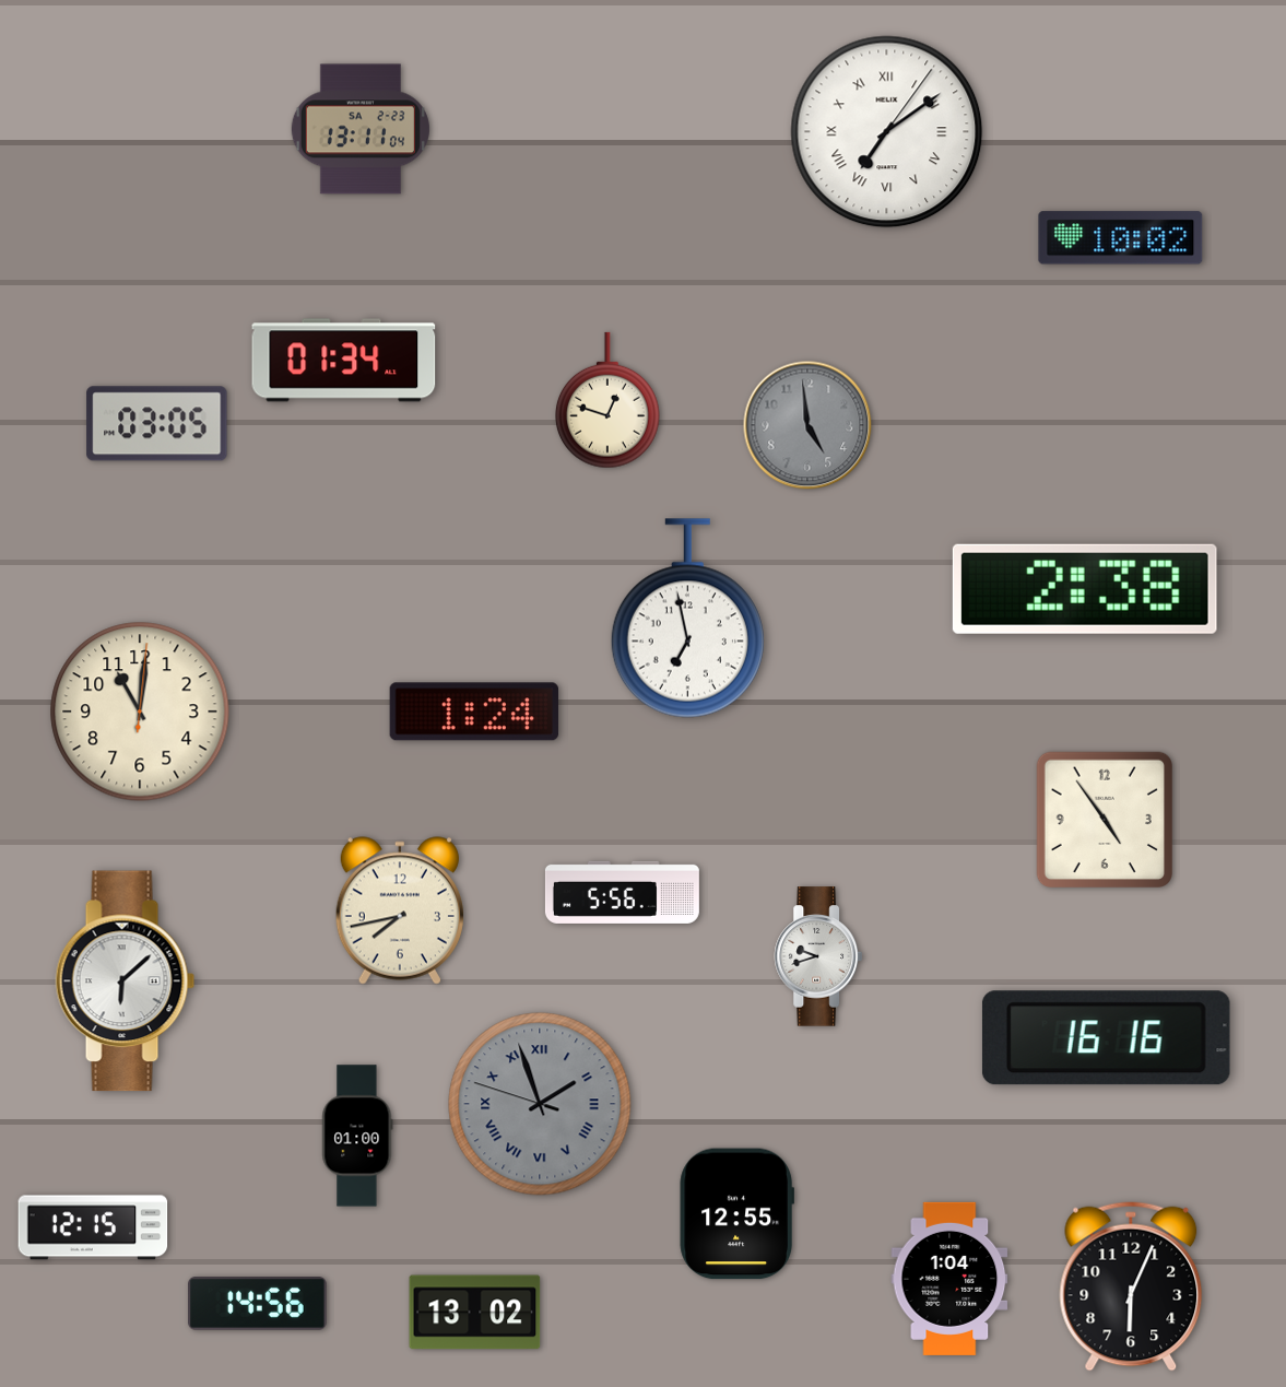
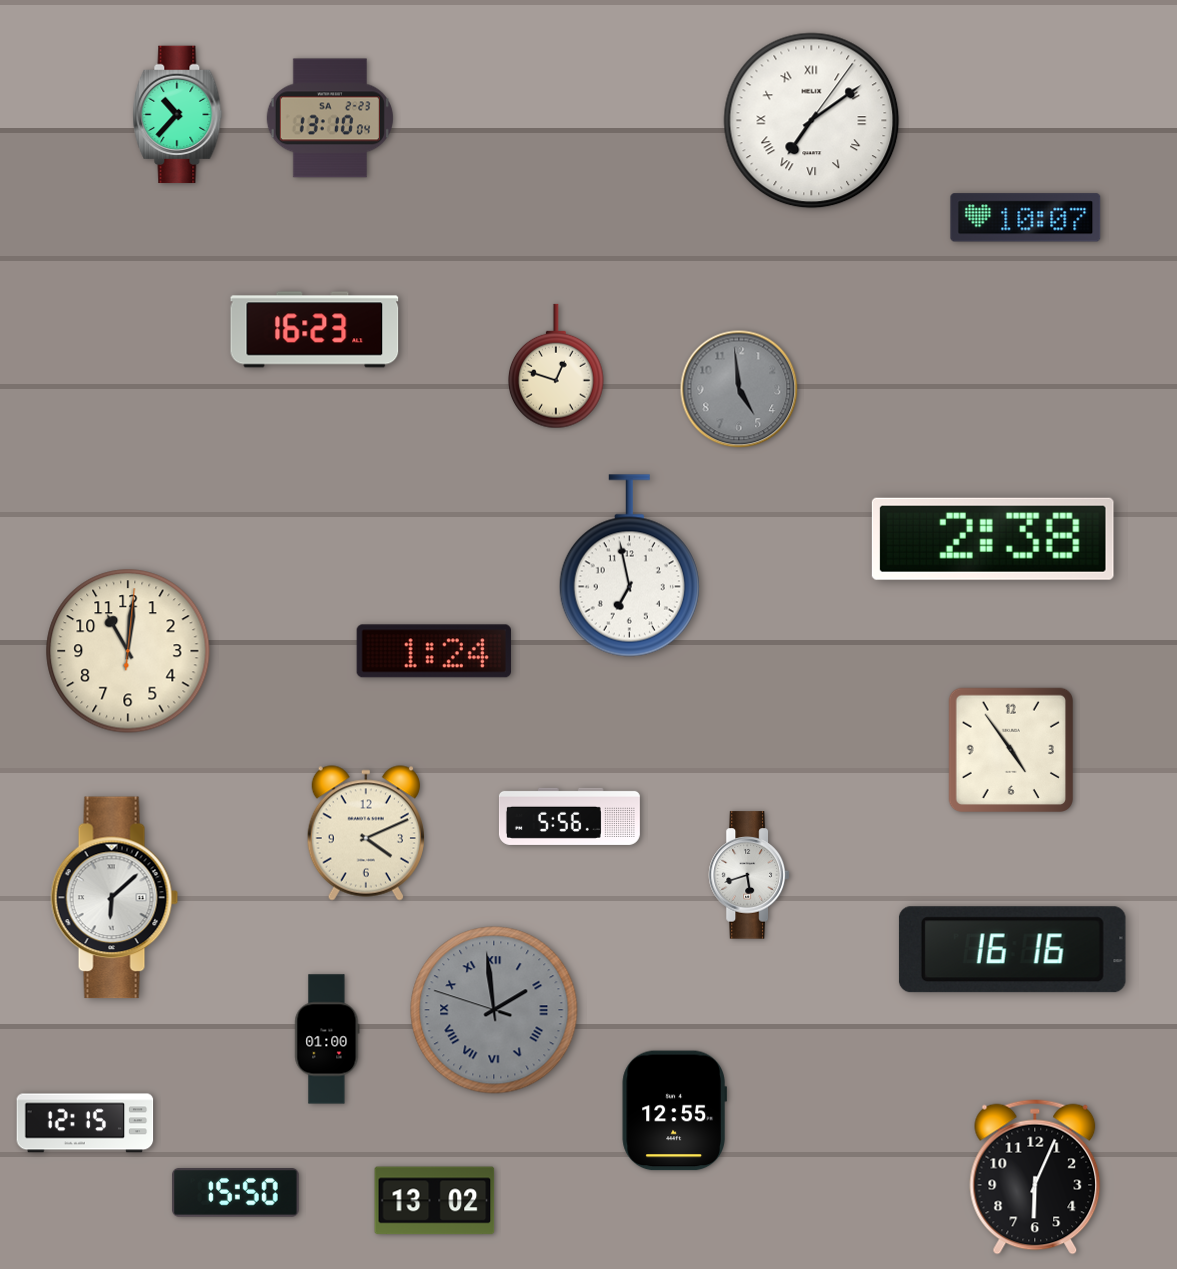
clock at (178, 115): none -> 10:37
clock at (361, 129): 13:11 -> 13:10
clock at (1121, 238): 10:02 -> 10:07
clock at (344, 361): 01:34 -> 16:23
clock at (157, 424): 03:05 -> none
clock at (400, 910): 7:43 -> 4:11
clock at (818, 956): 9:42 -> 5:42
clock at (540, 1104): 1:56 -> 1:58
clock at (949, 1279): 1:04 -> none
clock at (258, 1304): 14:56 -> 15:50
